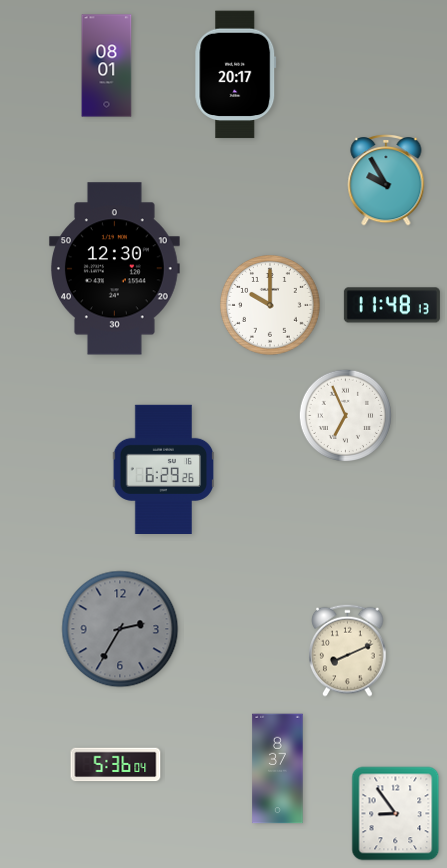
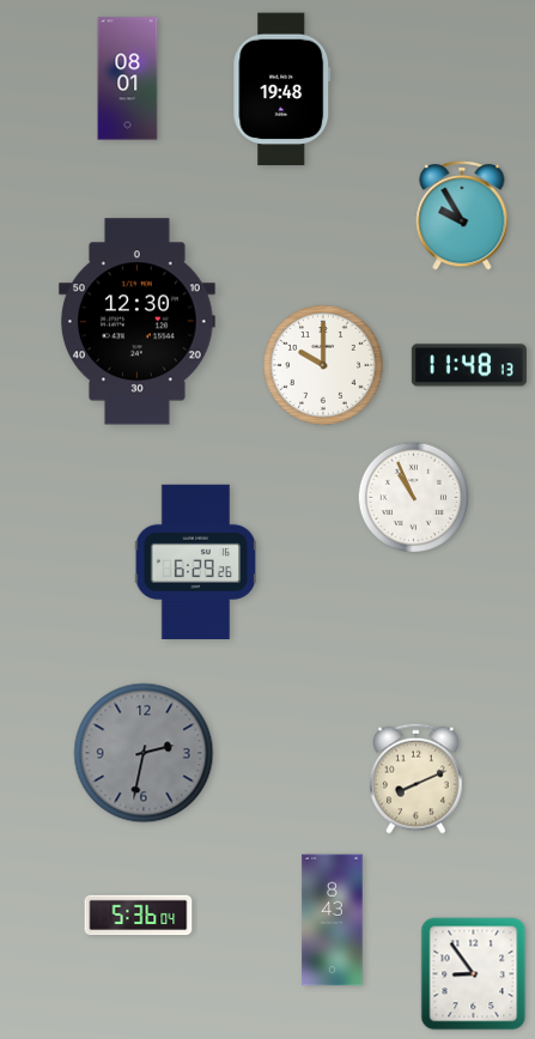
clock at (236, 75): 20:17 -> 19:48
clock at (345, 415): 6:56 -> 10:56
clock at (120, 629): 2:35 -> 2:32
clock at (278, 769): 8:37 -> 8:43
